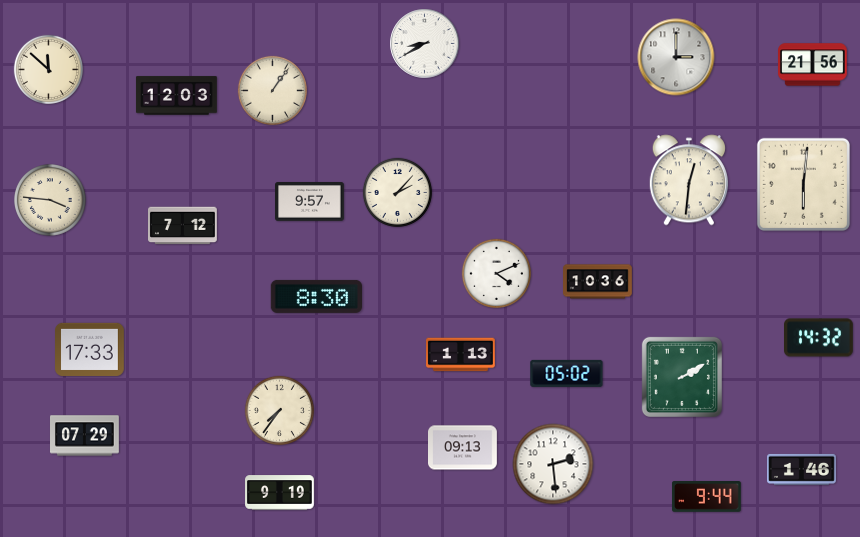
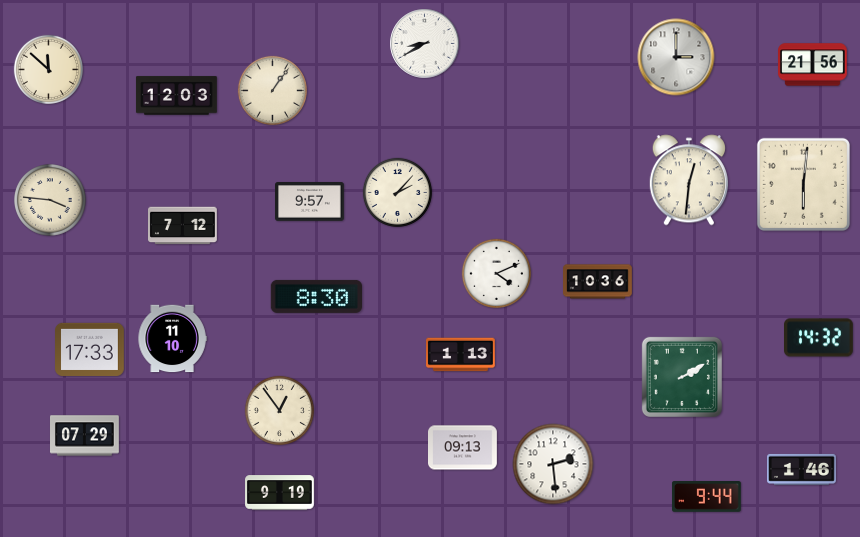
clock at (172, 339): none -> 11:10
clock at (567, 373): 05:02 -> none
clock at (279, 410): 7:36 -> 12:54
